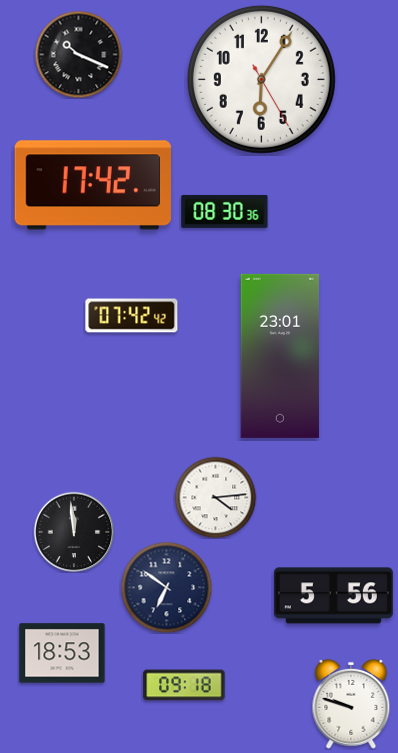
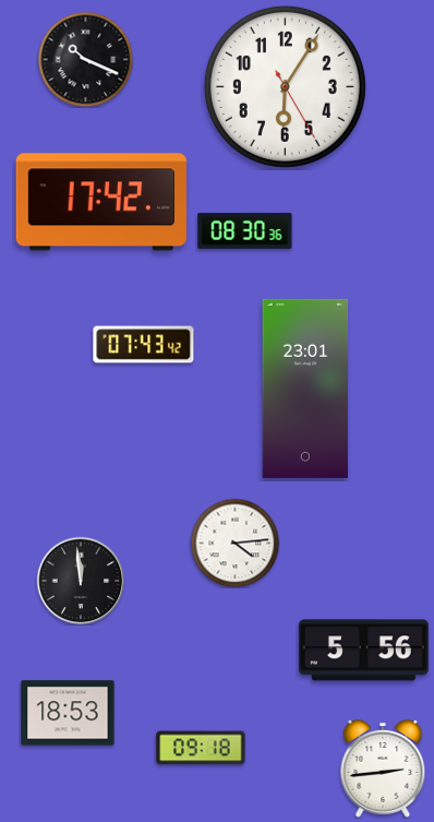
clock at (132, 316): 07:42 -> 07:43
clock at (166, 587): 6:51 -> none
clock at (351, 704): 9:48 -> 2:44
